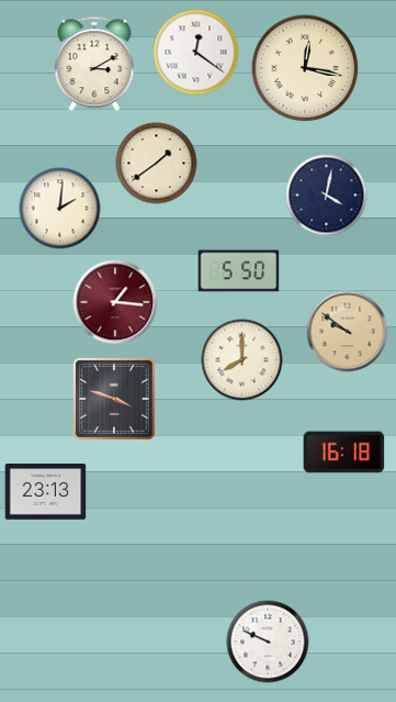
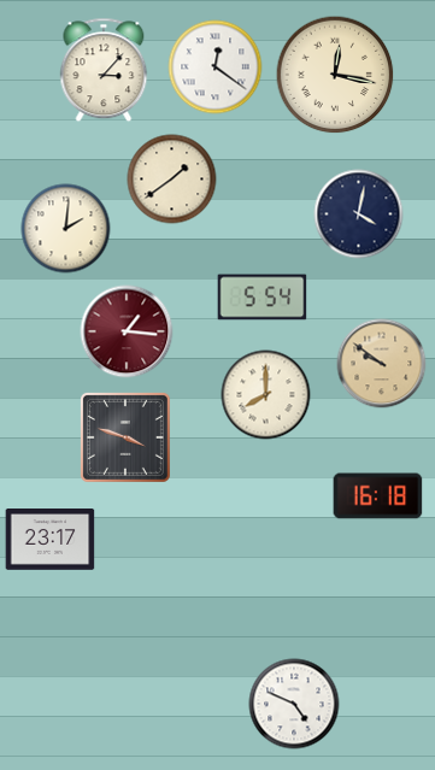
clock at (196, 53) position: (196, 53) -> (216, 67)
clock at (94, 64): 3:10 -> 3:07
clock at (239, 271): 5:50 -> 5:54
clock at (46, 492): 23:13 -> 23:17
clock at (268, 642): 9:49 -> 4:49
